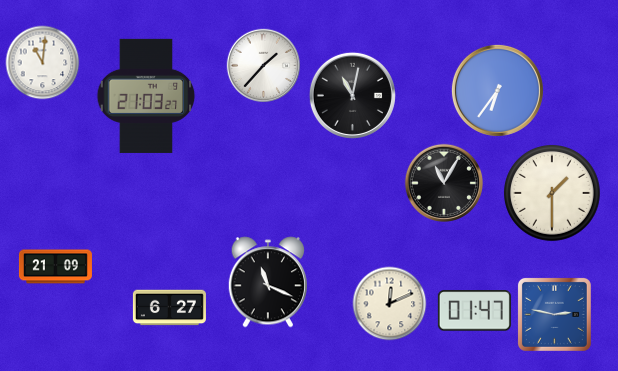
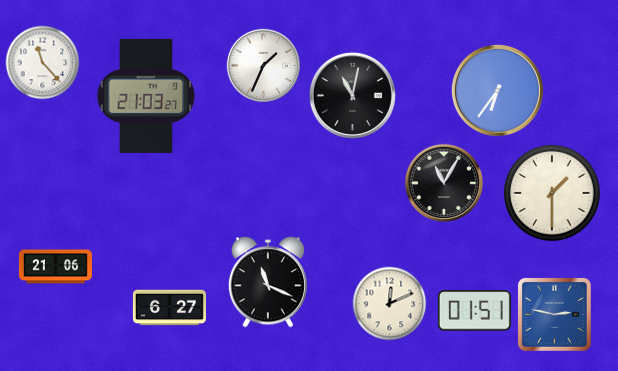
clock at (43, 63): 11:01 -> 11:23
clock at (264, 66): 1:37 -> 1:34
clock at (55, 267): 21:09 -> 21:06
clock at (474, 311): 01:47 -> 01:51
